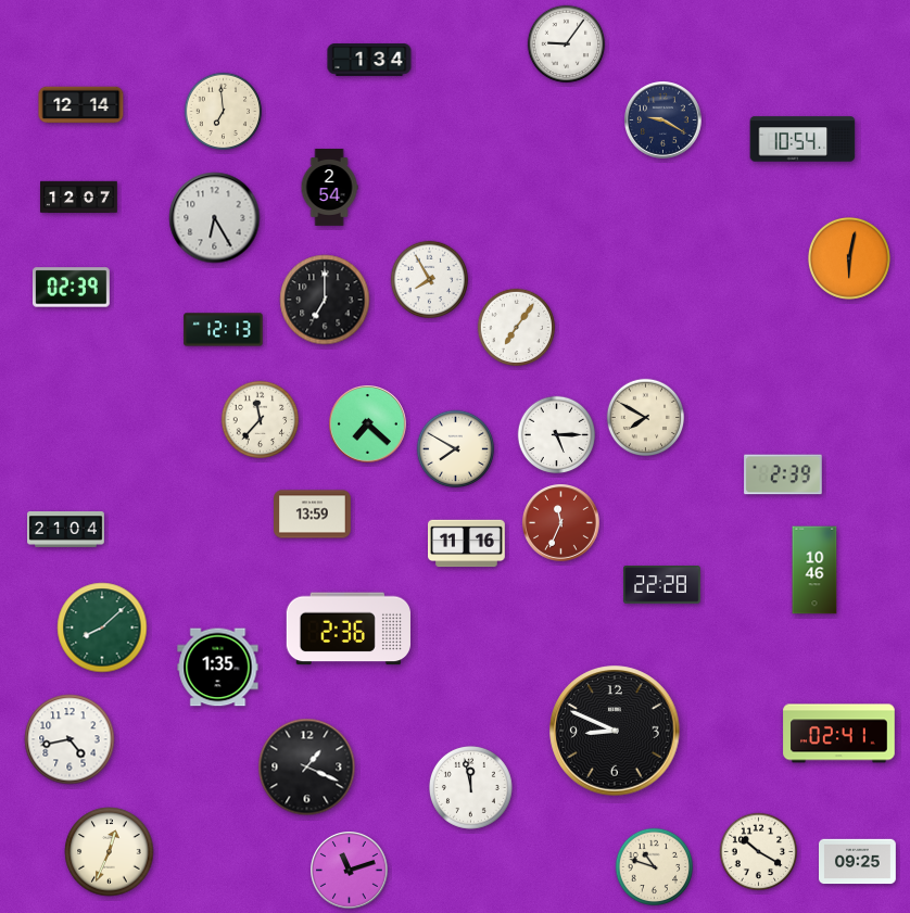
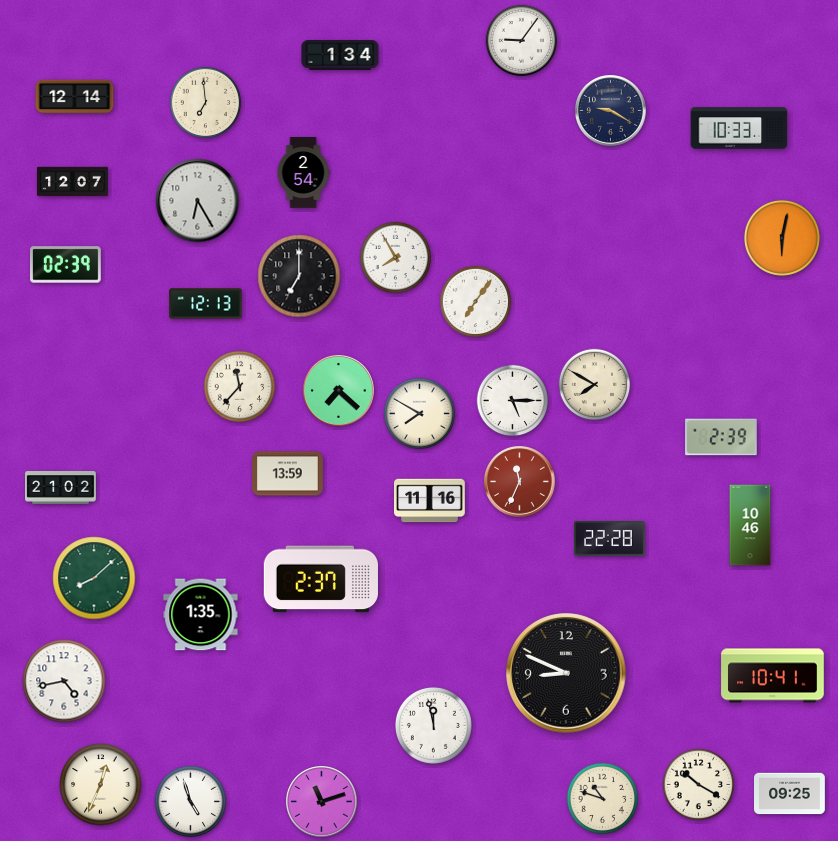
clock at (802, 139): 10:54 -> 10:33
clock at (561, 523) position: (561, 523) -> (520, 482)
clock at (66, 530): 21:04 -> 21:02
clock at (349, 629): 2:36 -> 2:37
clock at (839, 734): 02:41 -> 10:41
clock at (307, 768): 1:19 -> none
clock at (191, 802): none -> 4:57
